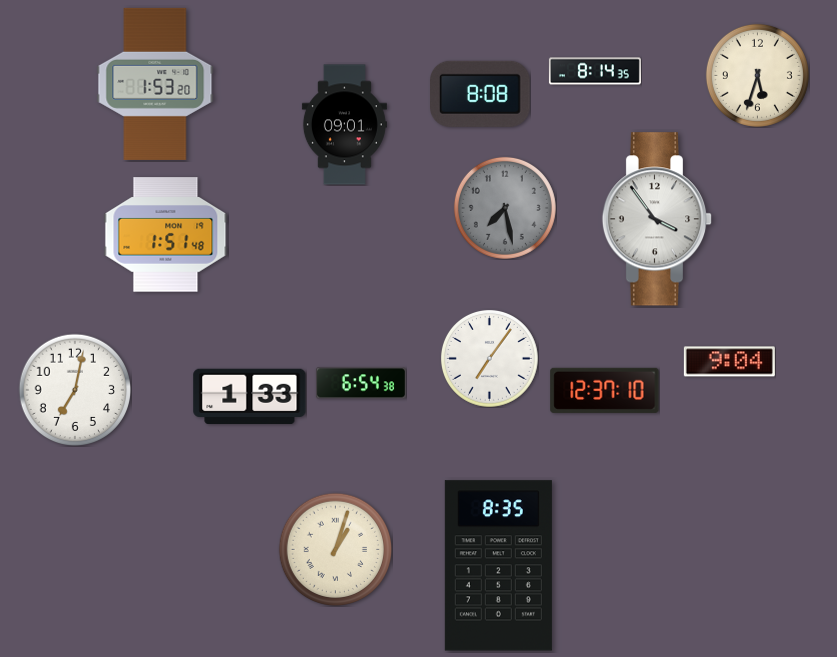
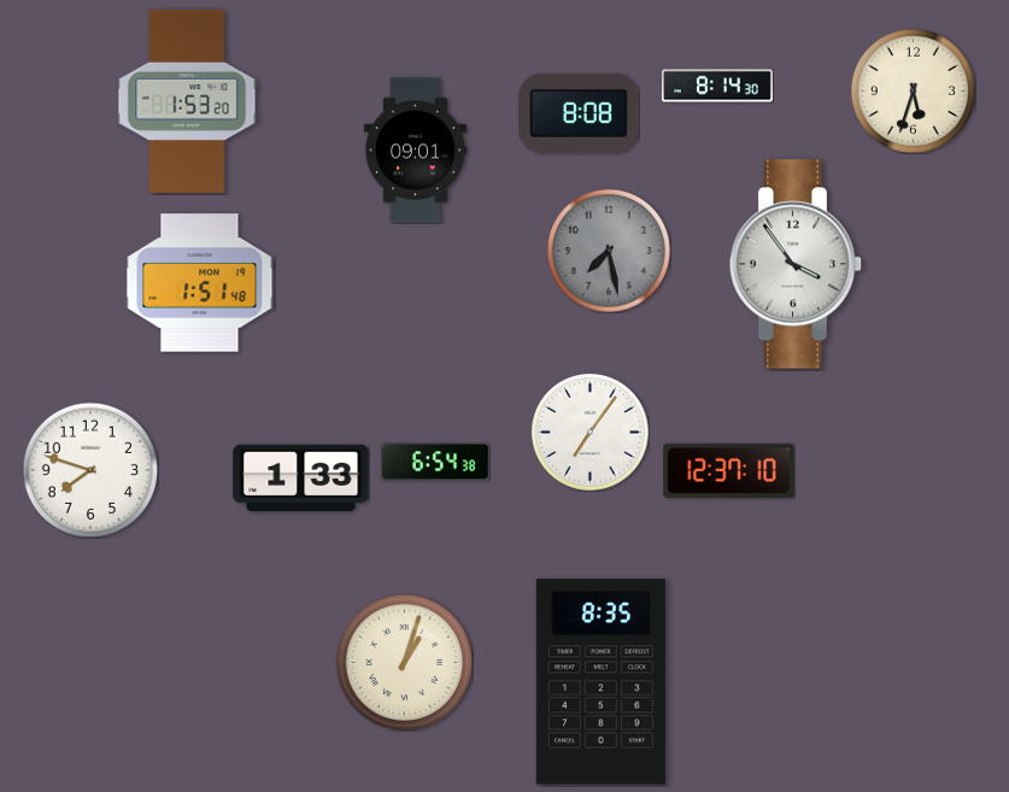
clock at (595, 71): 8:14:35 -> 8:14:30
clock at (657, 219) position: (657, 219) -> (796, 264)
clock at (729, 362): 9:04 -> none
clock at (74, 389): 7:02 -> 7:48
